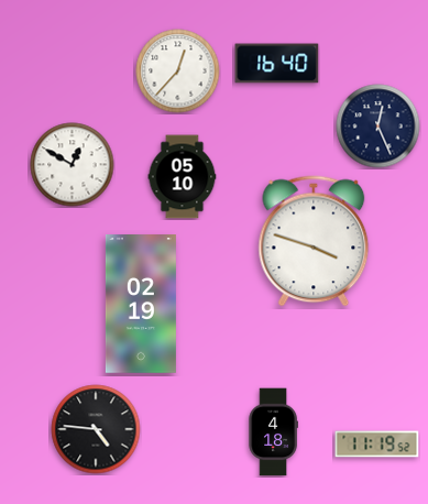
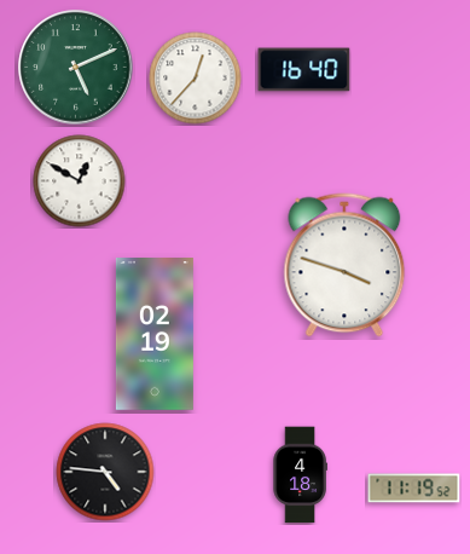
clock at (76, 68): none -> 5:11
clock at (378, 127): 12:26 -> none
clock at (183, 177): 05:10 -> none
